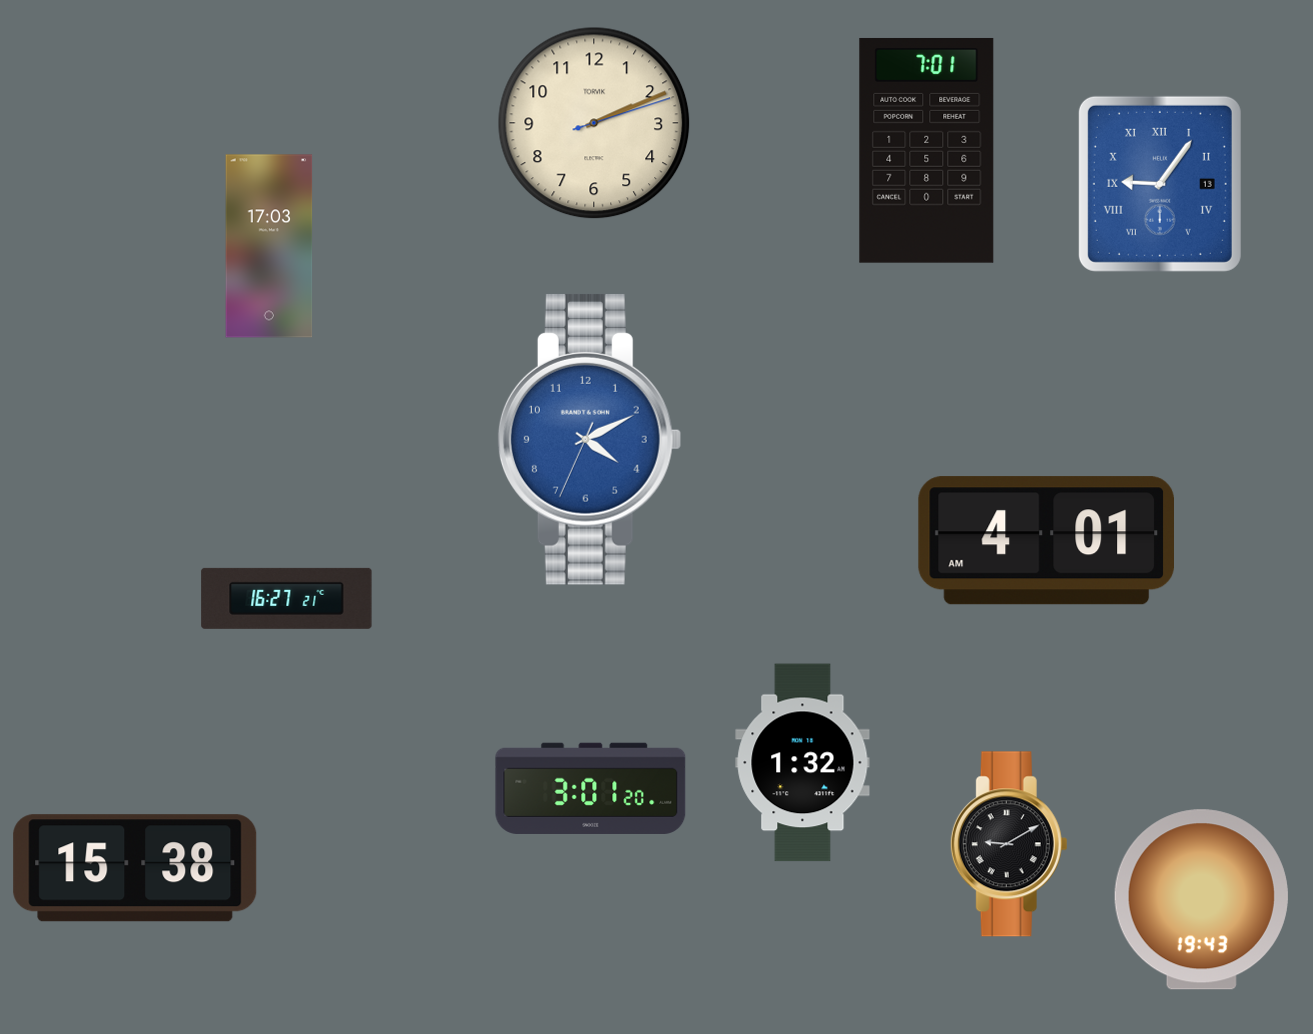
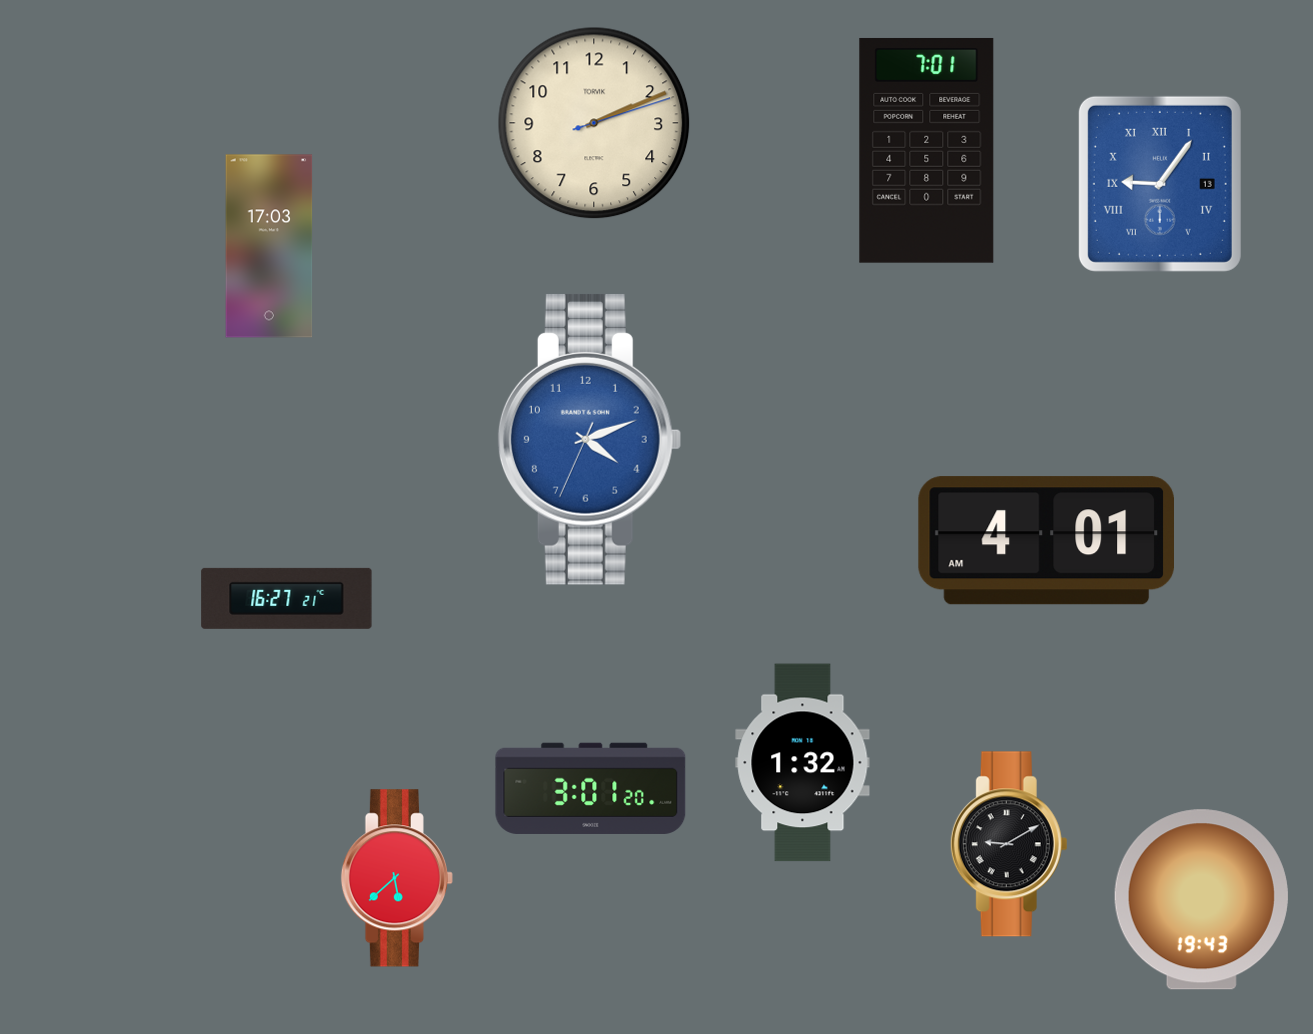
clock at (589, 439): 4:10 -> 4:11
clock at (135, 868): 15:38 -> none
clock at (397, 878): none -> 5:38
